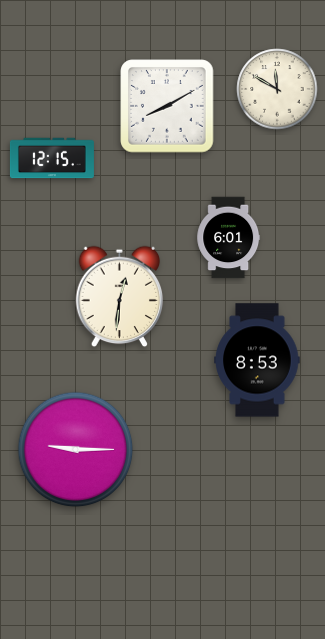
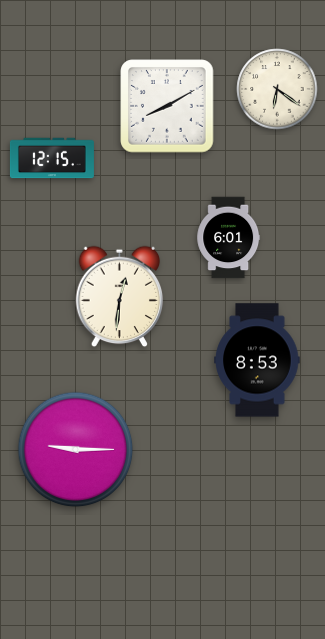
clock at (277, 89): 11:50 -> 6:21
